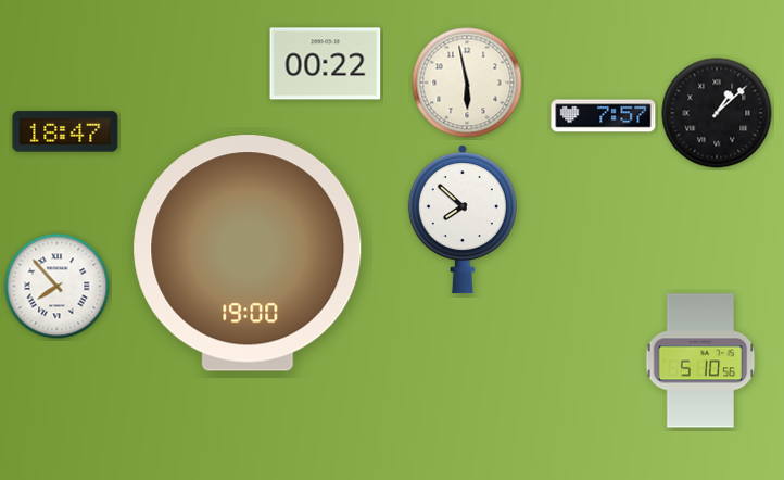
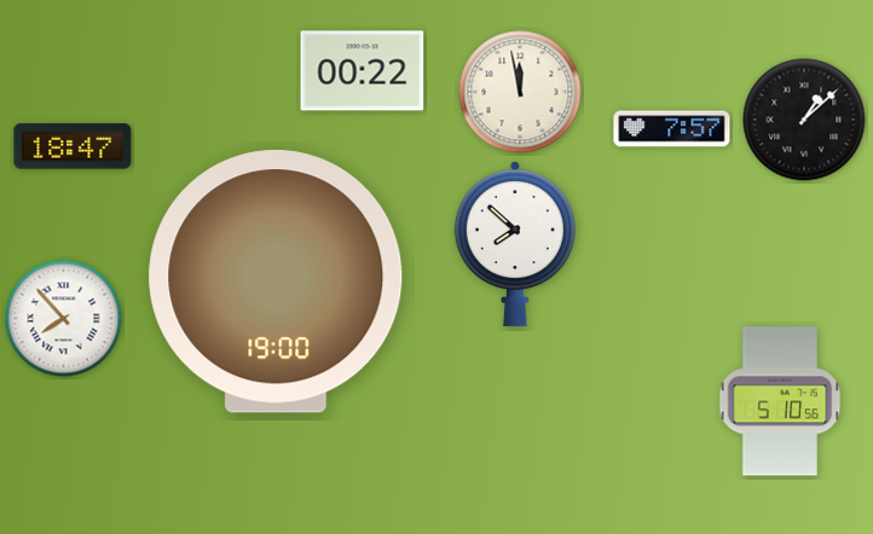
clock at (467, 83): 5:58 -> 11:58
clock at (717, 113) position: (717, 113) -> (804, 120)
